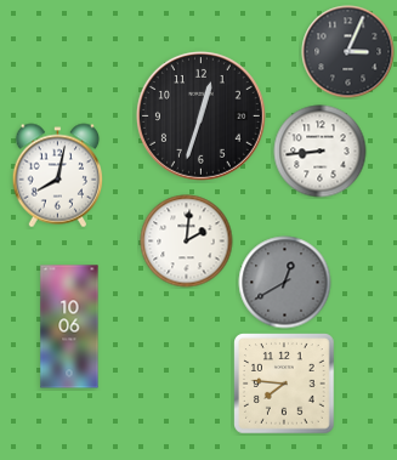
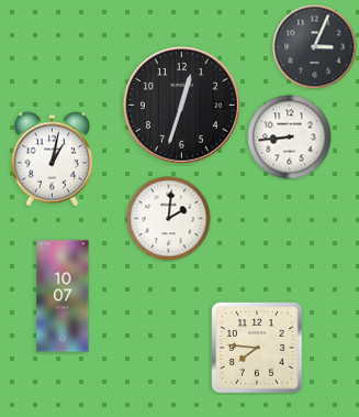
clock at (58, 176): 8:02 -> 1:02
clock at (285, 283): 12:40 -> none
clock at (69, 326): 10:06 -> 10:07
